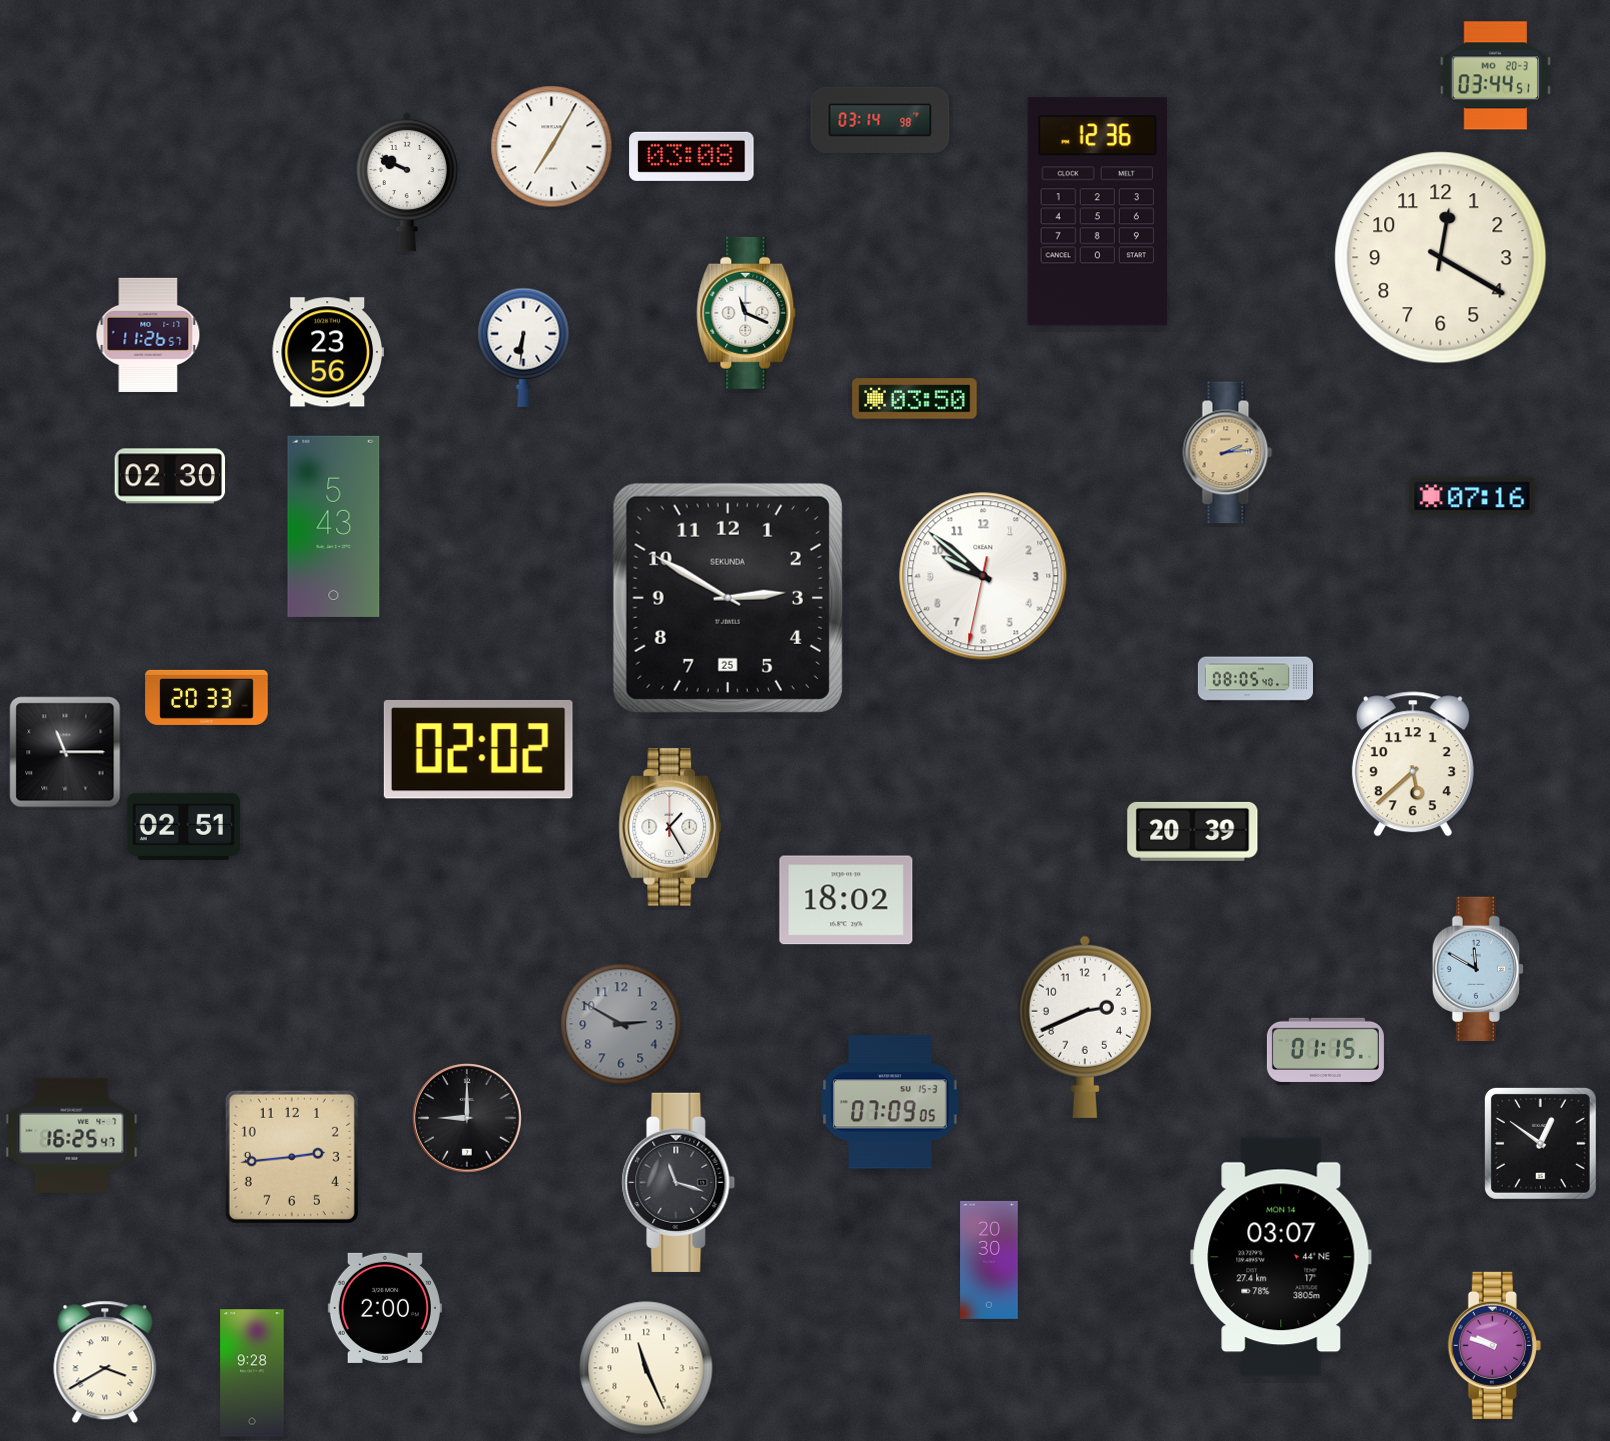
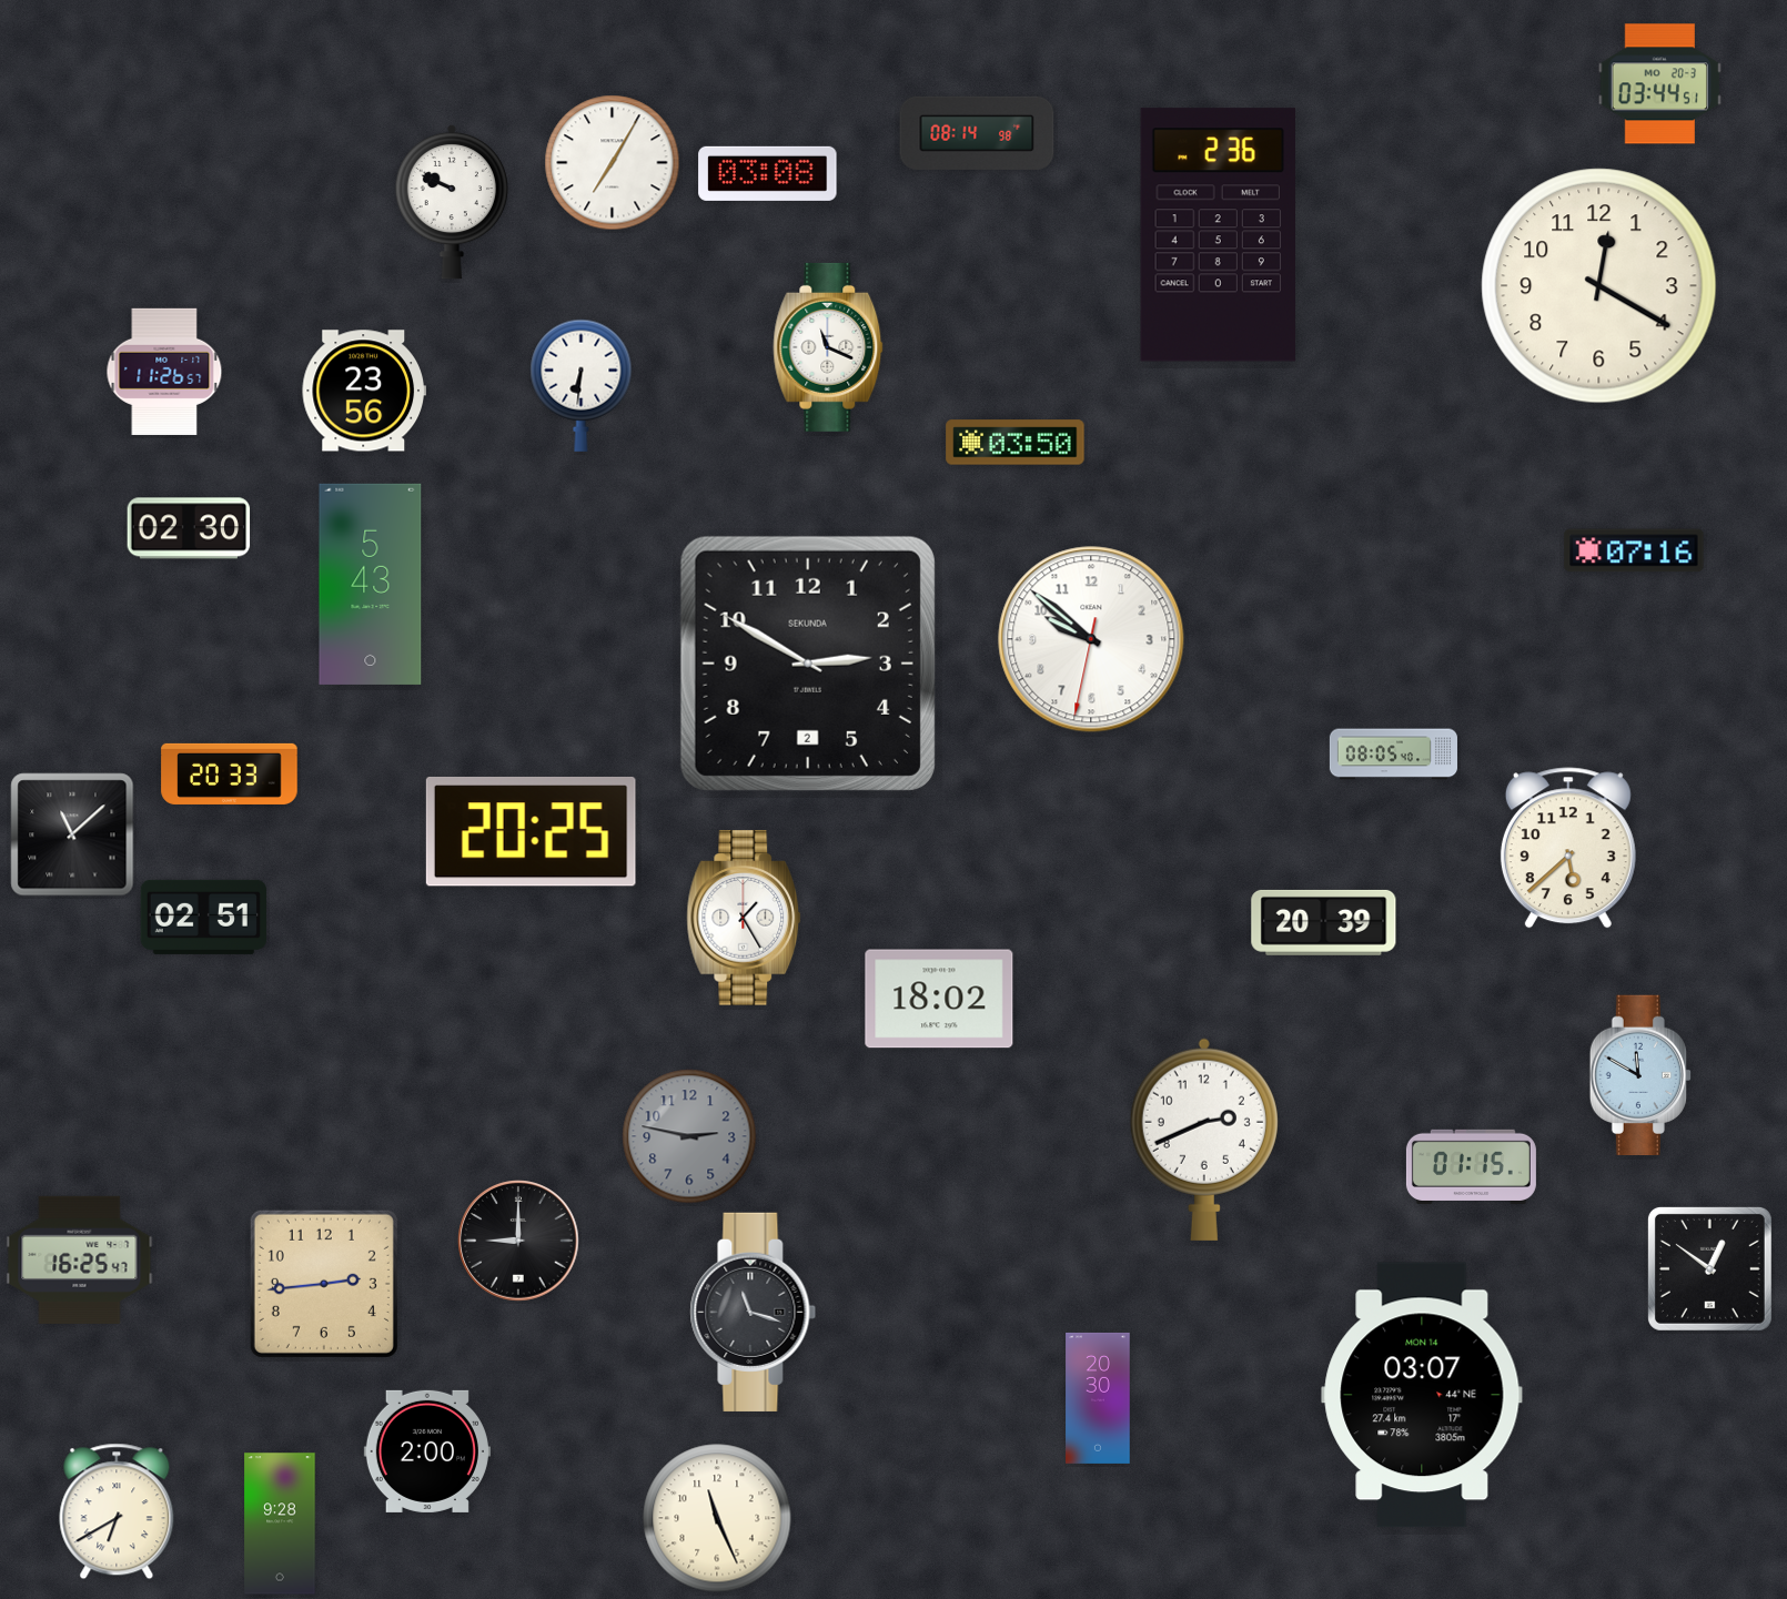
clock at (880, 120): 03:14 -> 08:14
clock at (1097, 212): 12:36 -> 2:36
clock at (1228, 453): 2:14 -> none
clock at (728, 598) date: 25 -> 2
clock at (478, 749): 02:02 -> 20:25
clock at (65, 752): 11:15 -> 11:08
clock at (621, 1024): 2:50 -> 2:47
clock at (890, 1102): 07:09 -> none
clock at (1494, 1345): 9:48 -> none
clock at (105, 1362): 3:40 -> 6:40
